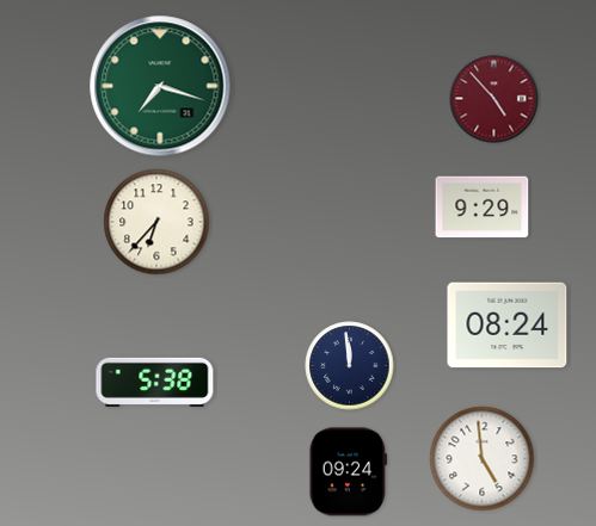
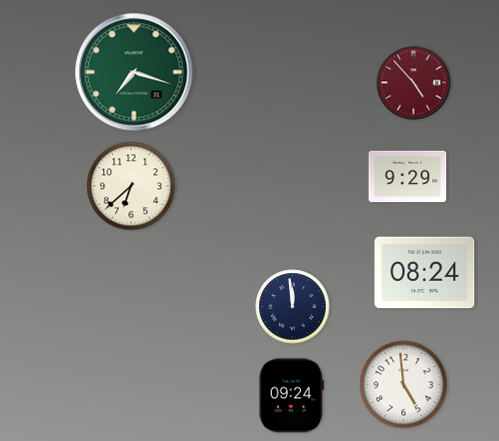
clock at (483, 208) position: (483, 208) -> (408, 177)
clock at (156, 222): 6:37 -> 6:38
clock at (155, 382): 5:38 -> none
